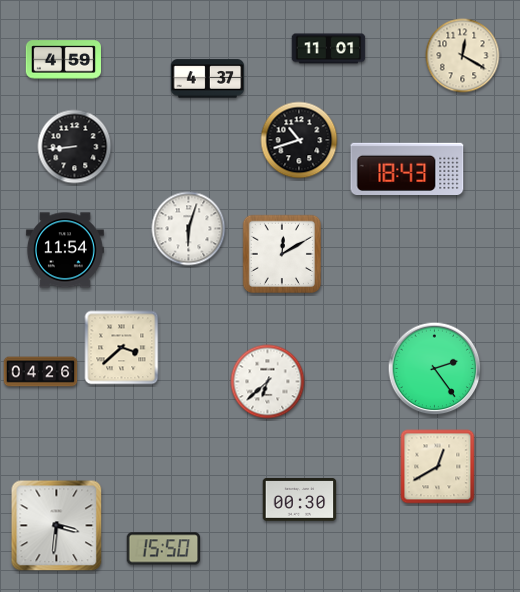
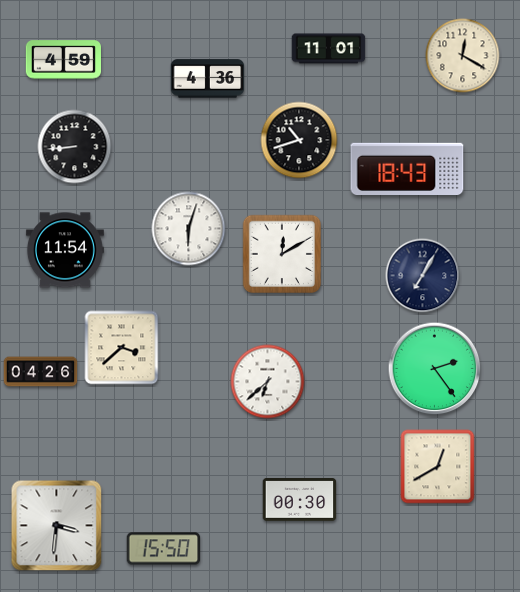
clock at (208, 79): 4:37 -> 4:36
clock at (423, 276): none -> 7:05
